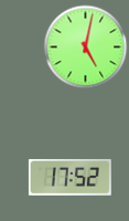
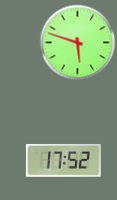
clock at (86, 48): 5:02 -> 5:48
